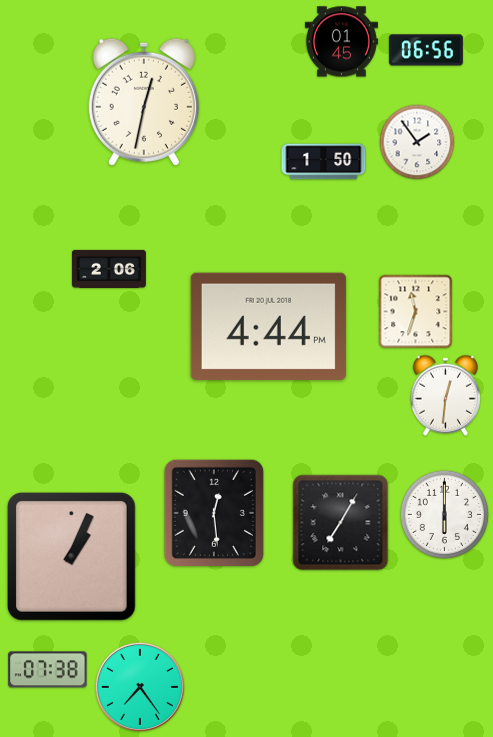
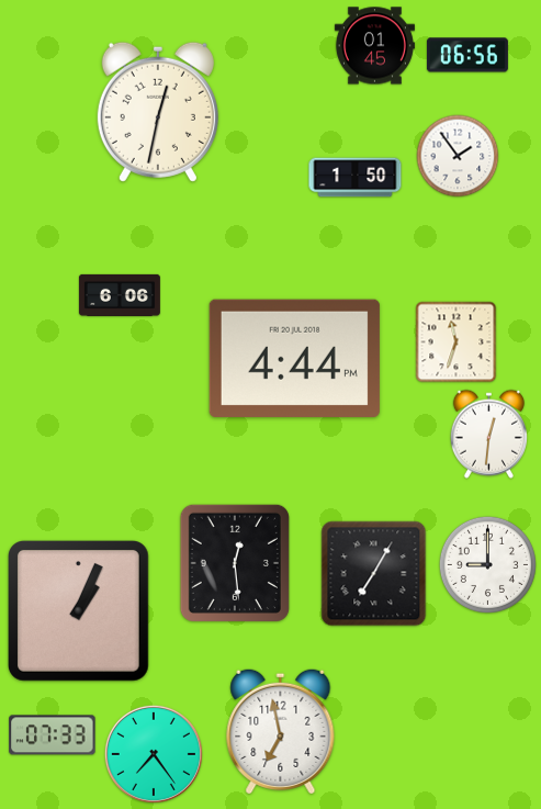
clock at (109, 269): 2:06 -> 6:06
clock at (444, 514): 6:00 -> 9:00
clock at (281, 731): none -> 6:58
clock at (48, 670): 07:38 -> 07:33
